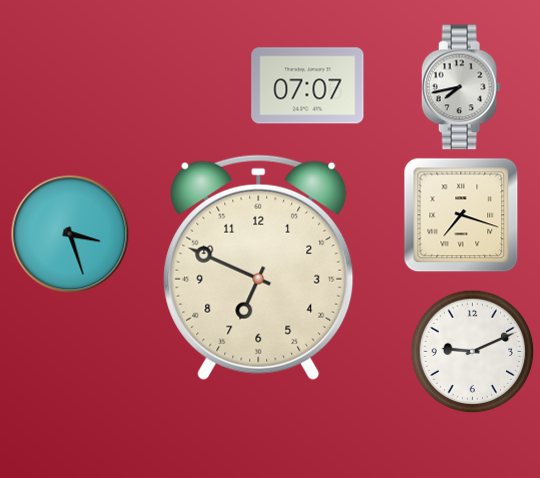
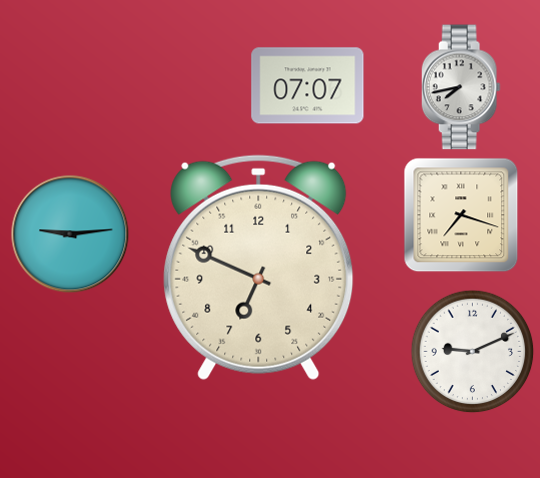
clock at (70, 234): 3:27 -> 9:14
